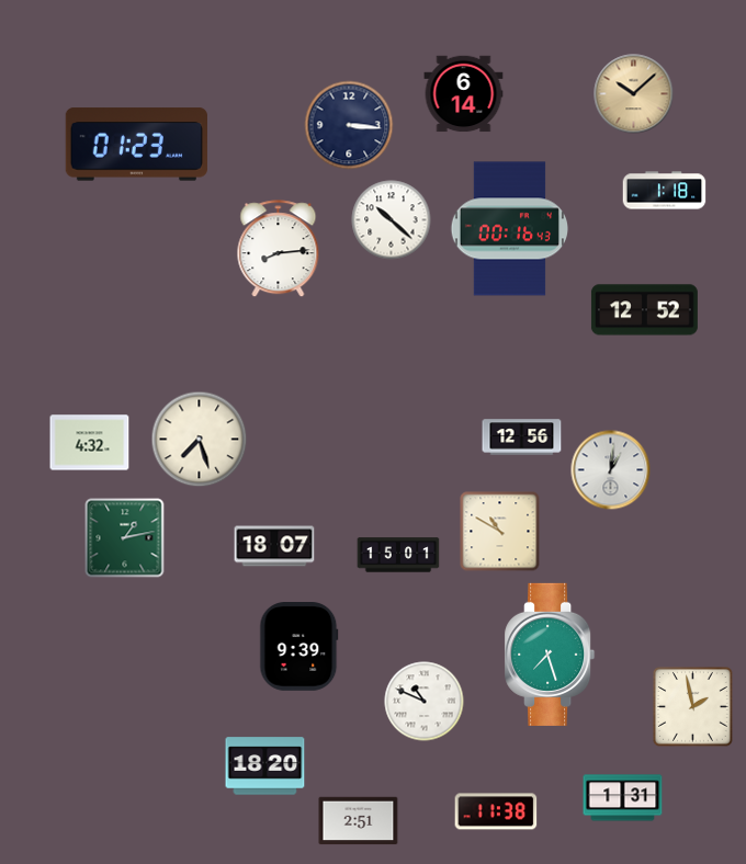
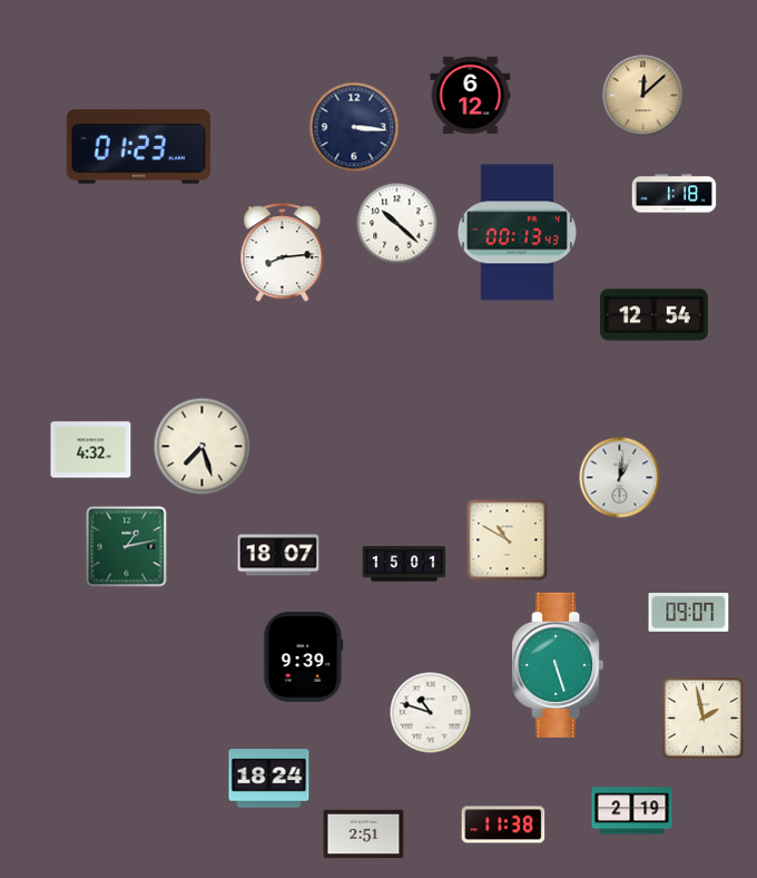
clock at (464, 94): 6:14 -> 6:12
clock at (634, 94): 10:08 -> 12:08
clock at (509, 229): 00:16 -> 00:13
clock at (644, 310): 12:52 -> 12:54
clock at (522, 437): 12:56 -> none
clock at (689, 613): none -> 09:07
clock at (550, 655): 7:27 -> 5:27
clock at (425, 702): 10:49 -> 10:48
clock at (265, 766): 18:20 -> 18:24
clock at (623, 798): 1:31 -> 2:19
